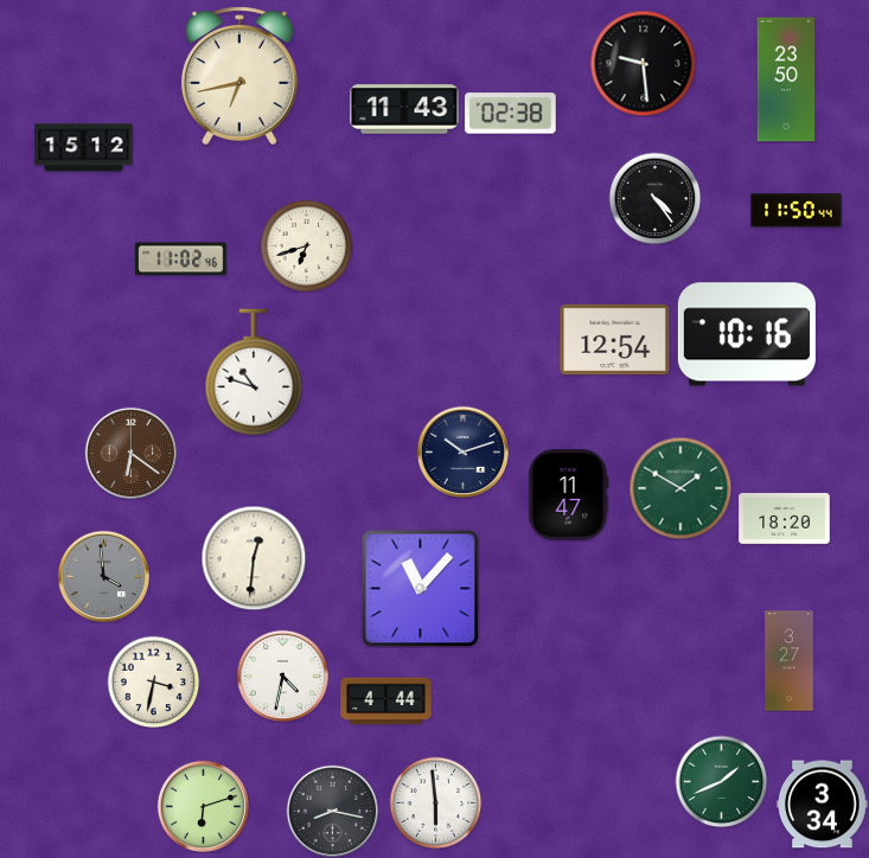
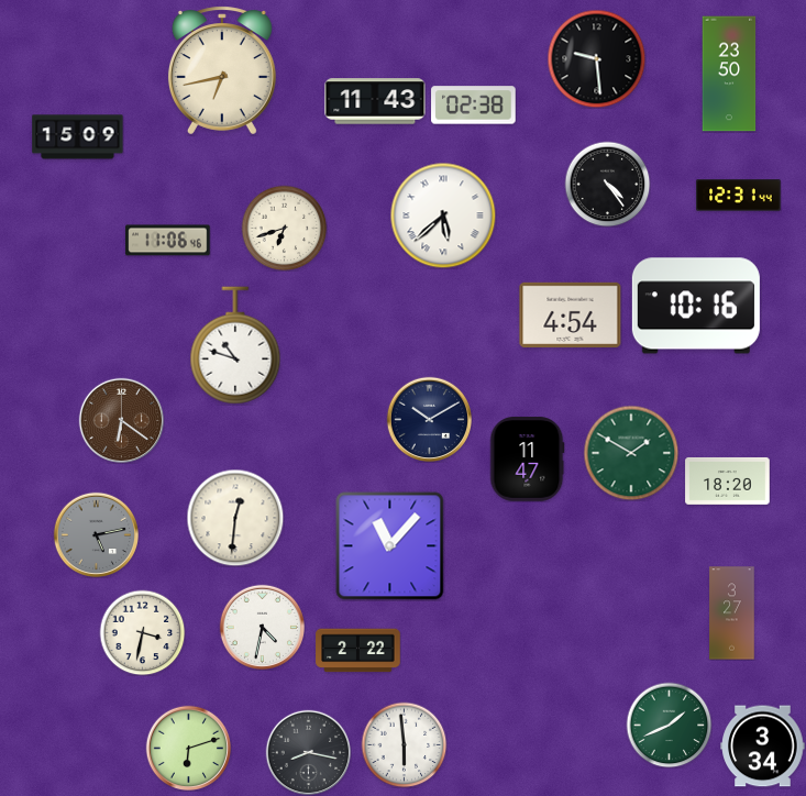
clock at (84, 148): 15:12 -> 15:09
clock at (797, 211): 11:50 -> 12:31
clock at (443, 215): none -> 5:38
clock at (181, 260): 11:02 -> 11:06
clock at (747, 334) position: (747, 334) -> (696, 306)
clock at (615, 339): 12:54 -> 4:54
clock at (462, 452): 10:12 -> 10:10
clock at (103, 576): 3:59 -> 5:13
clock at (386, 702): 4:44 -> 2:22
